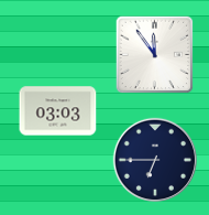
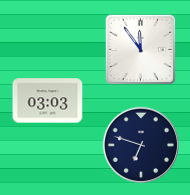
clock at (58, 111) position: (58, 111) -> (48, 101)
clock at (155, 160): 6:45 -> 6:48
